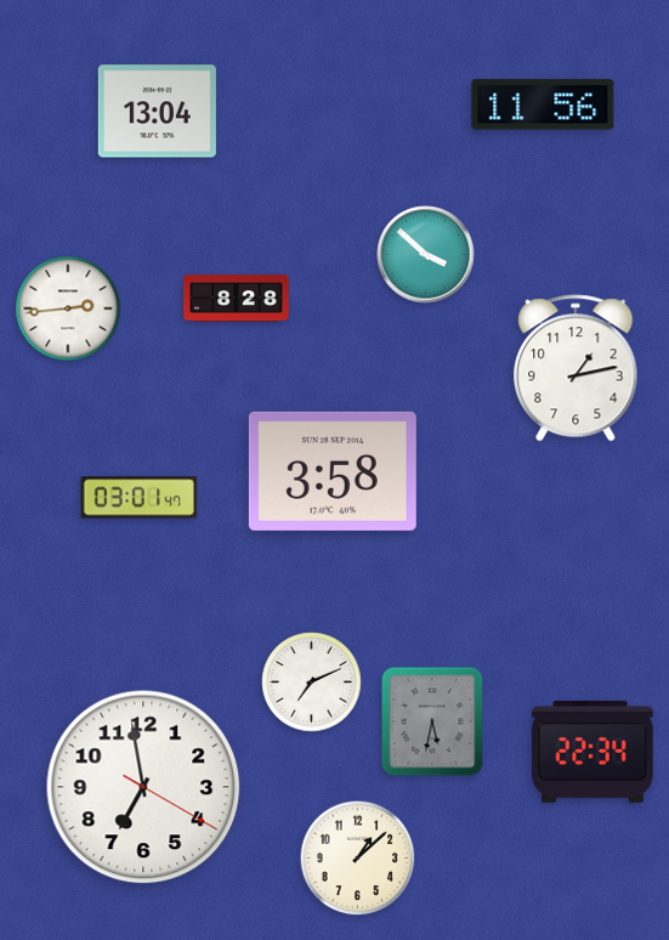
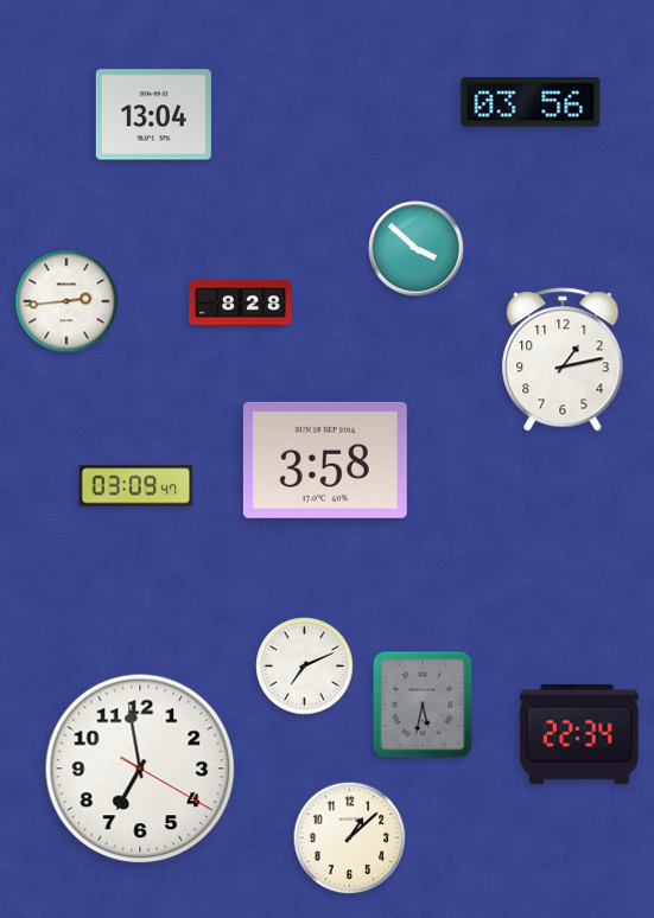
clock at (543, 104): 11:56 -> 03:56
clock at (157, 112) position: (157, 112) -> (153, 115)
clock at (237, 299) position: (237, 299) -> (241, 304)
clock at (140, 498): 03:01 -> 03:09
